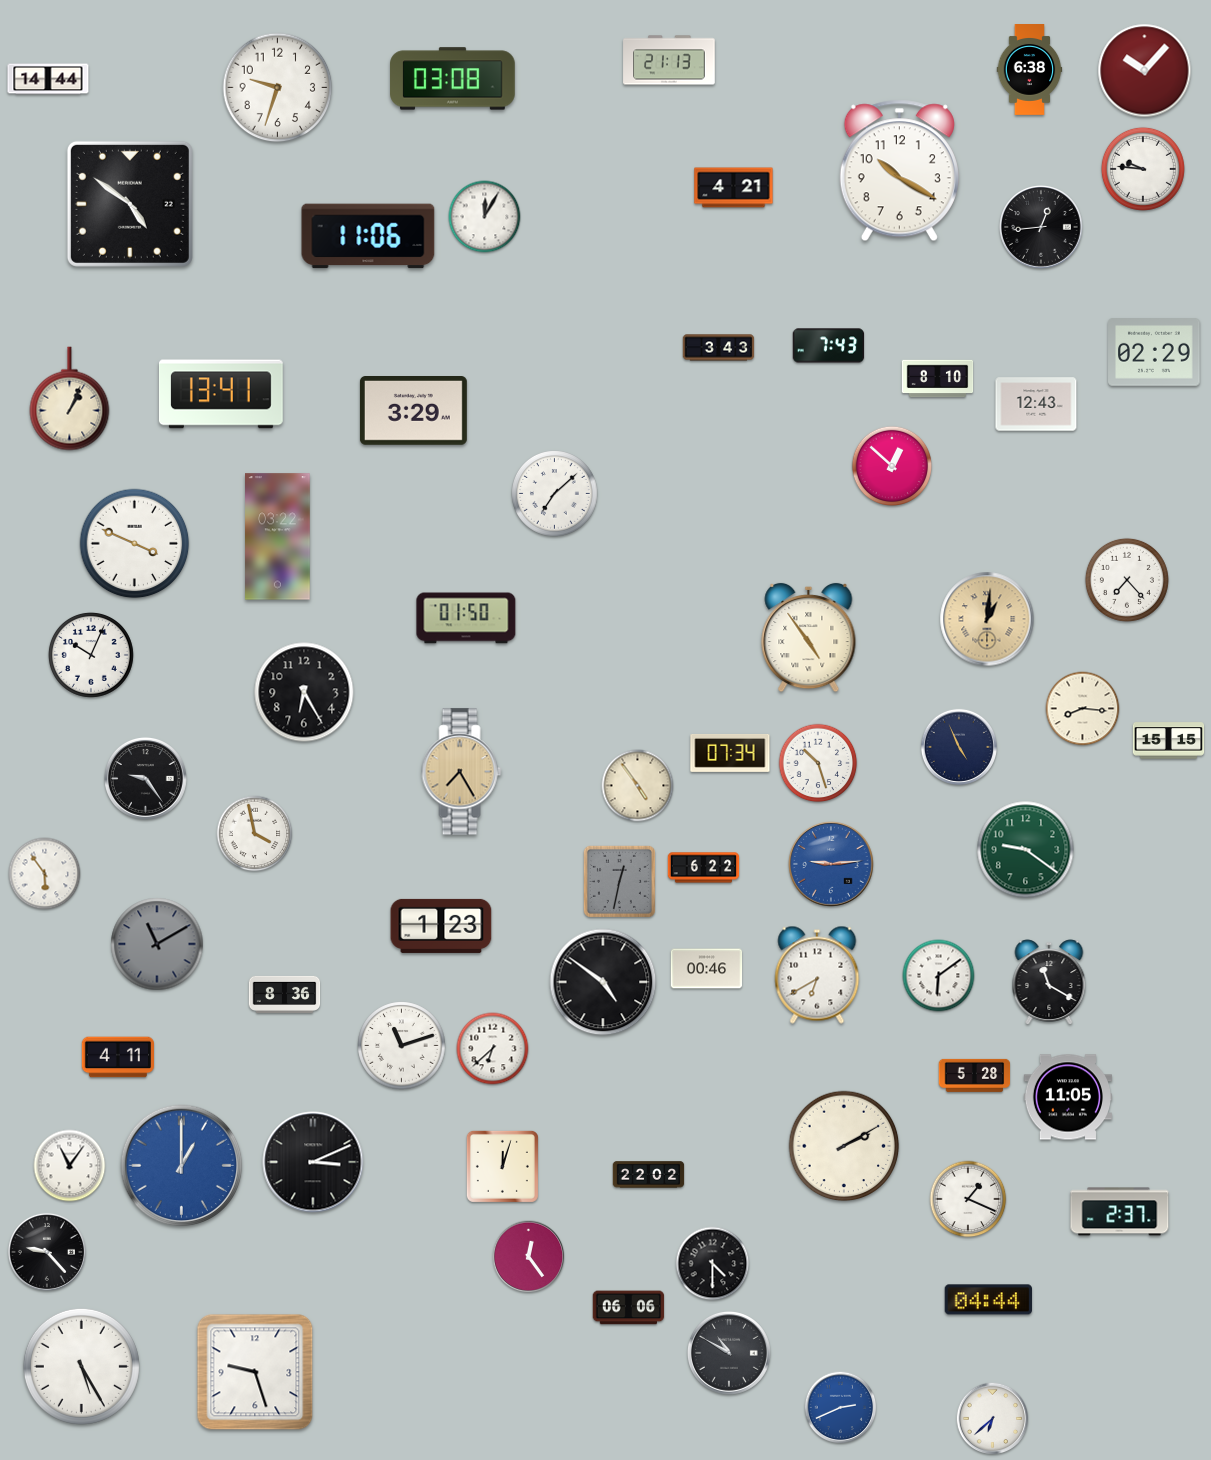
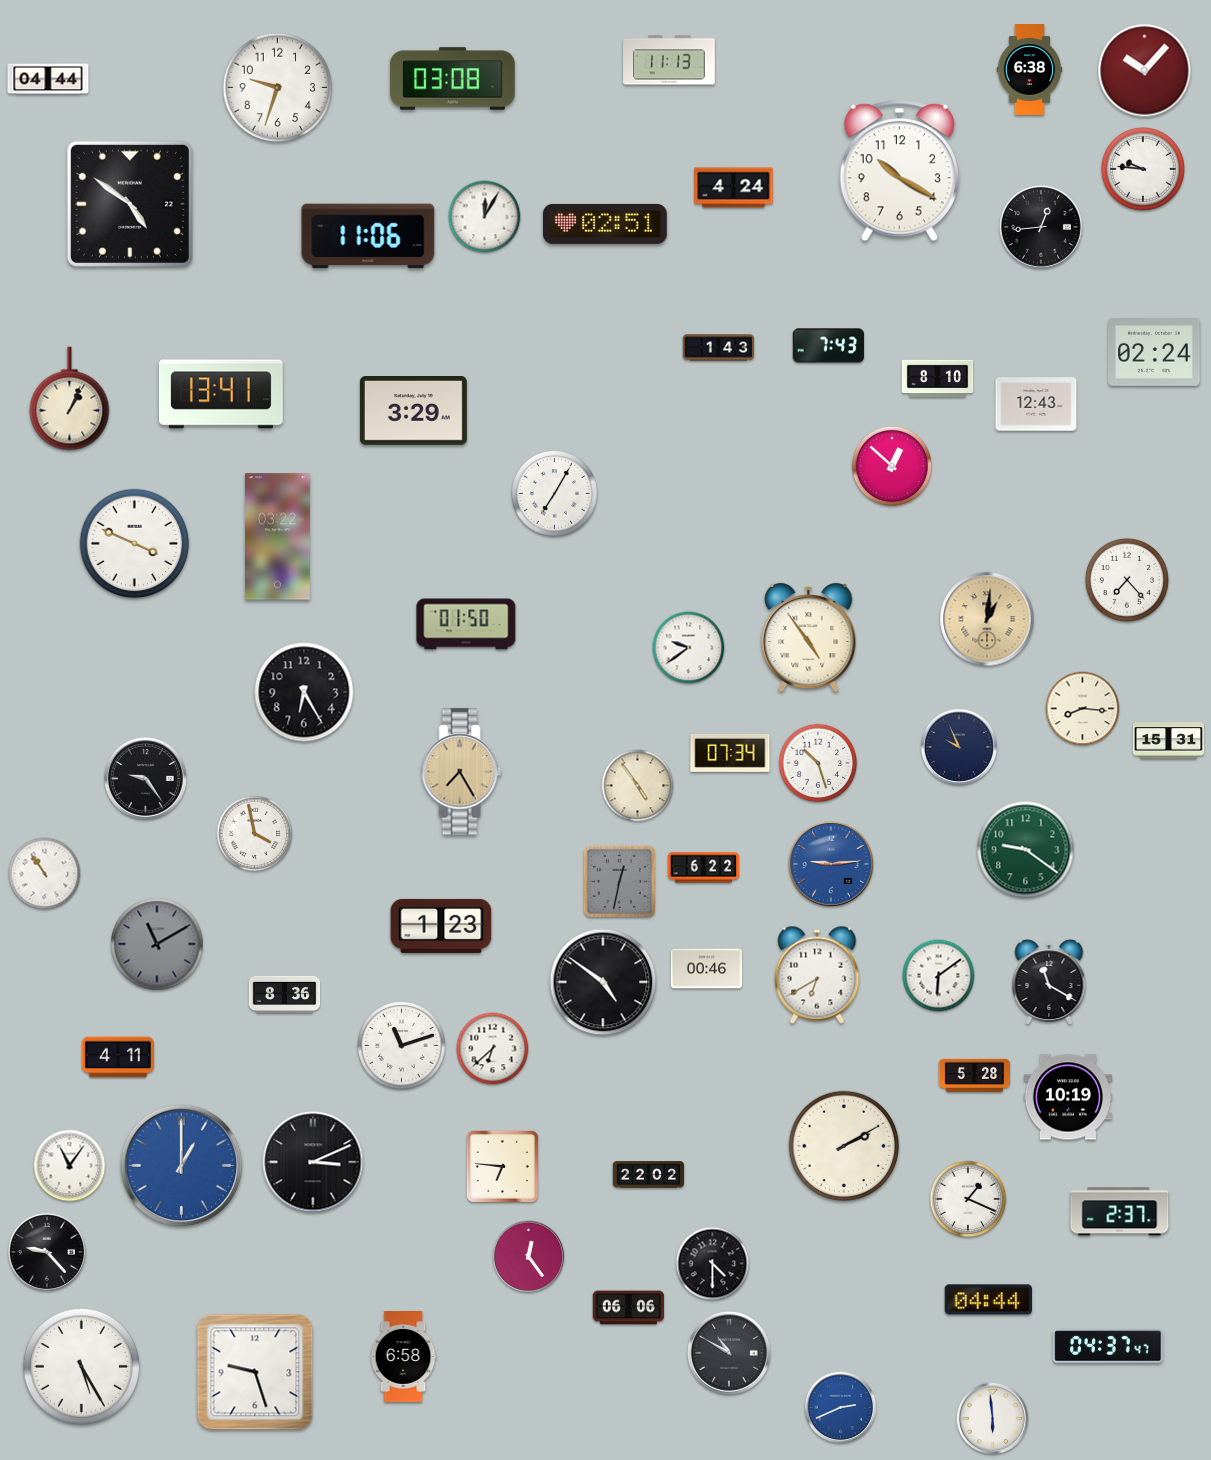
clock at (669, 60): 21:13 -> 11:13
clock at (48, 79): 14:44 -> 04:44
clock at (734, 188): 4:21 -> 4:24
clock at (605, 224): none -> 02:51
clock at (719, 348): 3:43 -> 1:43
clock at (1154, 353): 02:29 -> 02:24
clock at (555, 494): 7:08 -> 7:05
clock at (466, 618) position: (466, 618) -> (466, 624)
clock at (689, 648): none -> 9:39
clock at (91, 655): 10:04 -> none
clock at (1169, 741): 15:15 -> 15:31
clock at (959, 747): 4:56 -> 9:56
clock at (45, 874): 5:54 -> 10:54
clock at (1067, 1097): 11:05 -> 10:19
clock at (502, 1166): 12:03 -> 6:46
clock at (1108, 1346): none -> 04:37
clock at (403, 1357): none -> 6:58
clock at (993, 1419): 6:38 -> 5:59
